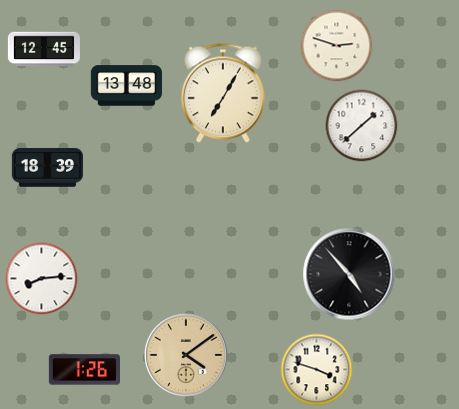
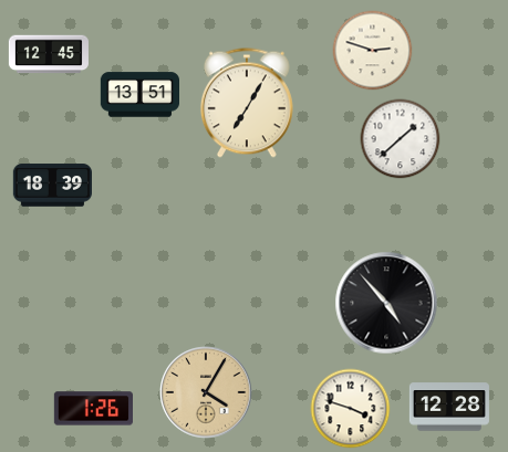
clock at (126, 86): 13:48 -> 13:51
clock at (42, 279): 8:14 -> none
clock at (186, 355): 4:09 -> 4:05
clock at (449, 407): none -> 12:28
